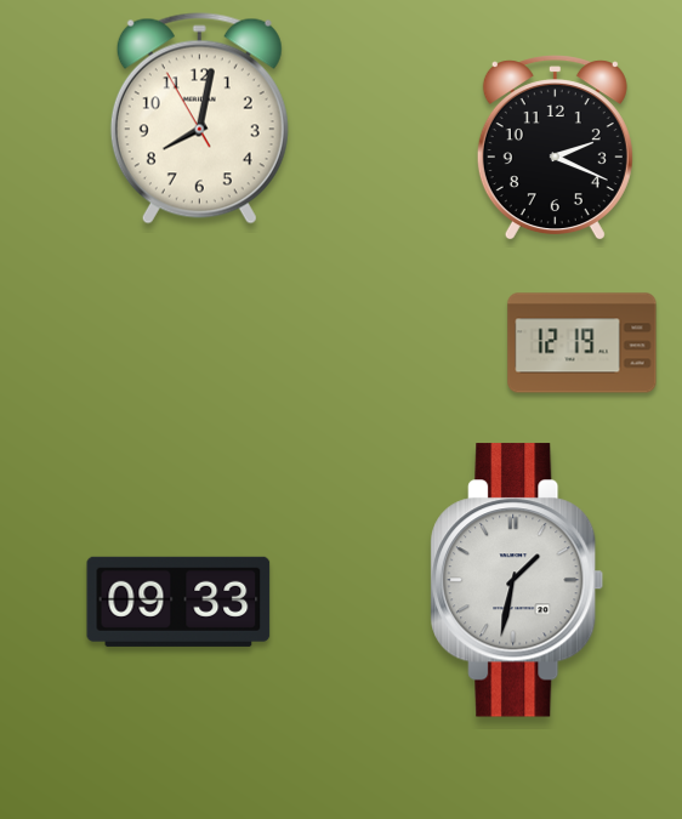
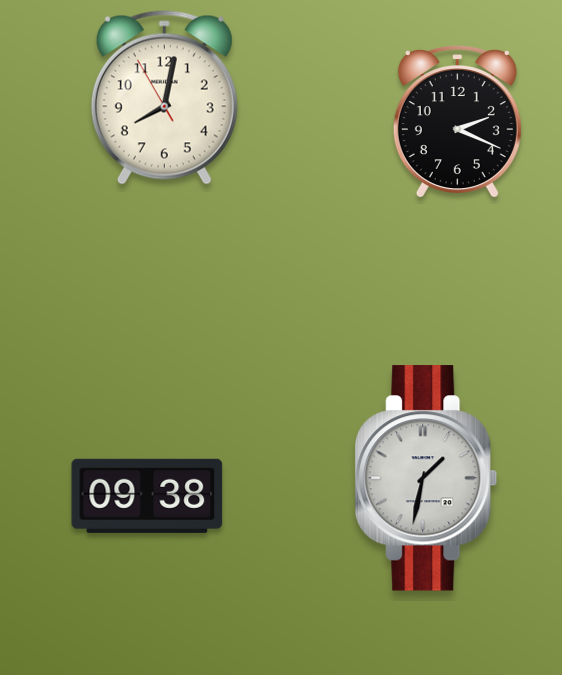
clock at (582, 343): 12:19 -> none
clock at (178, 602): 09:33 -> 09:38
